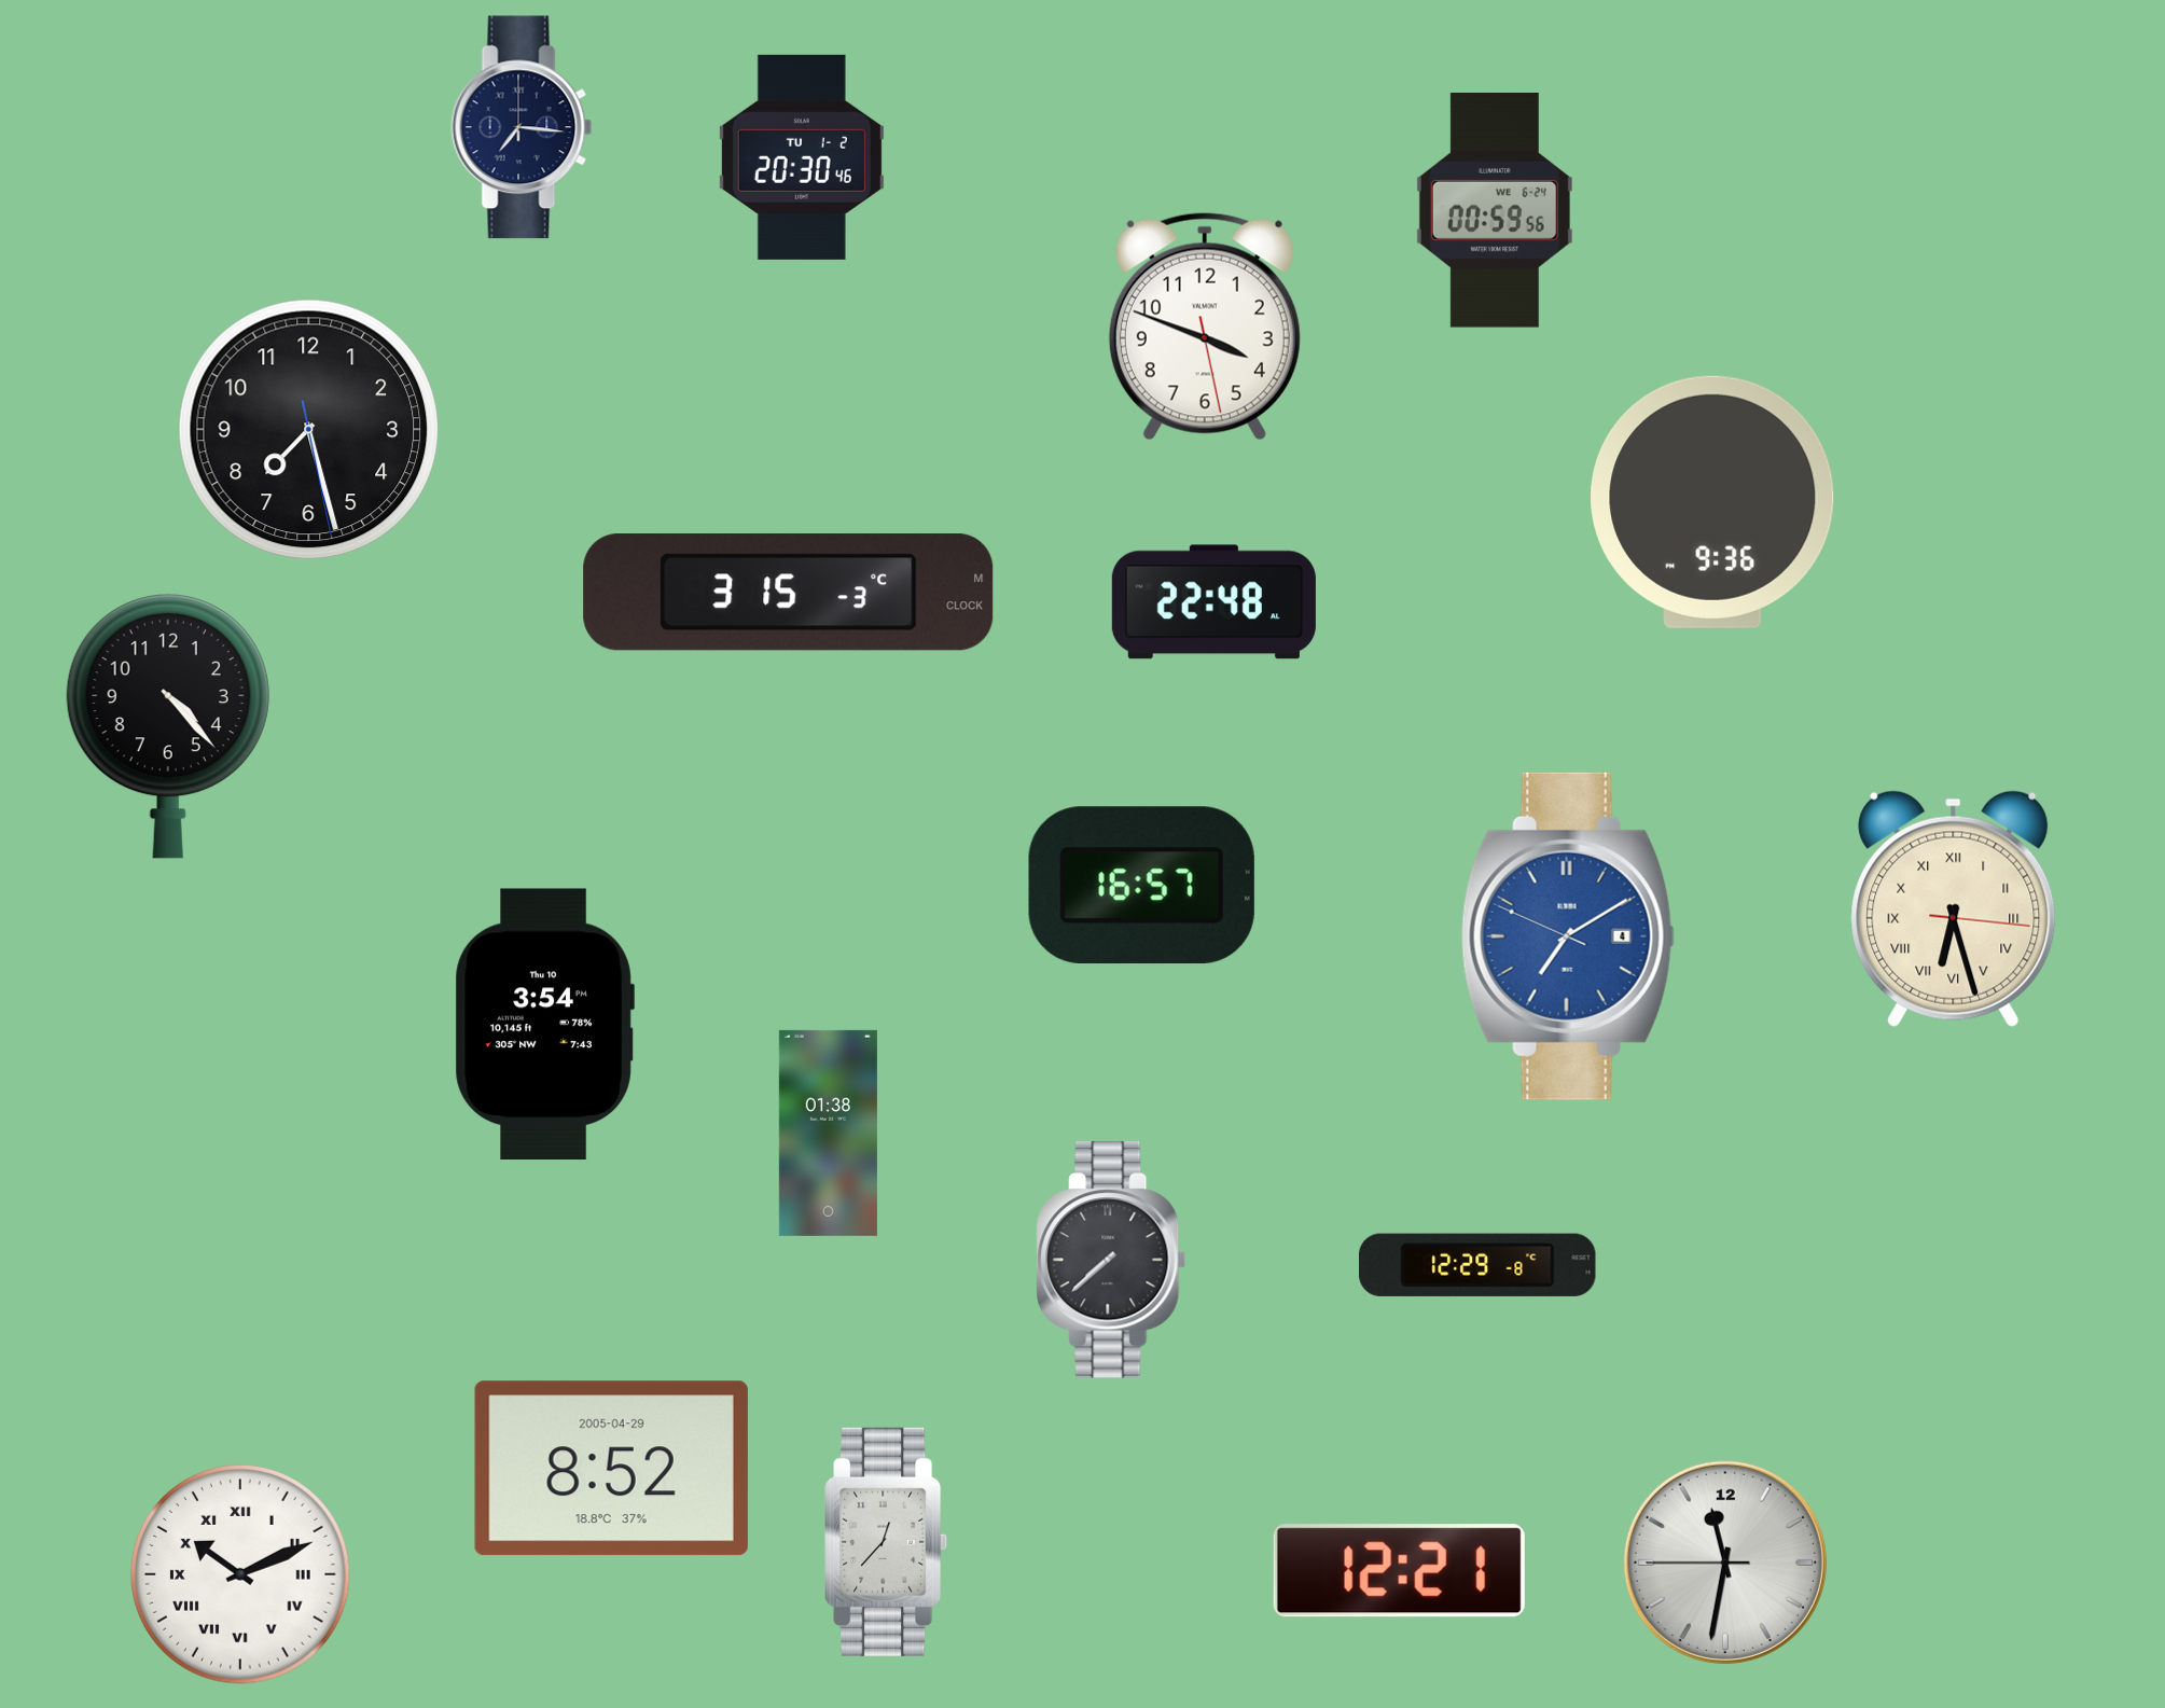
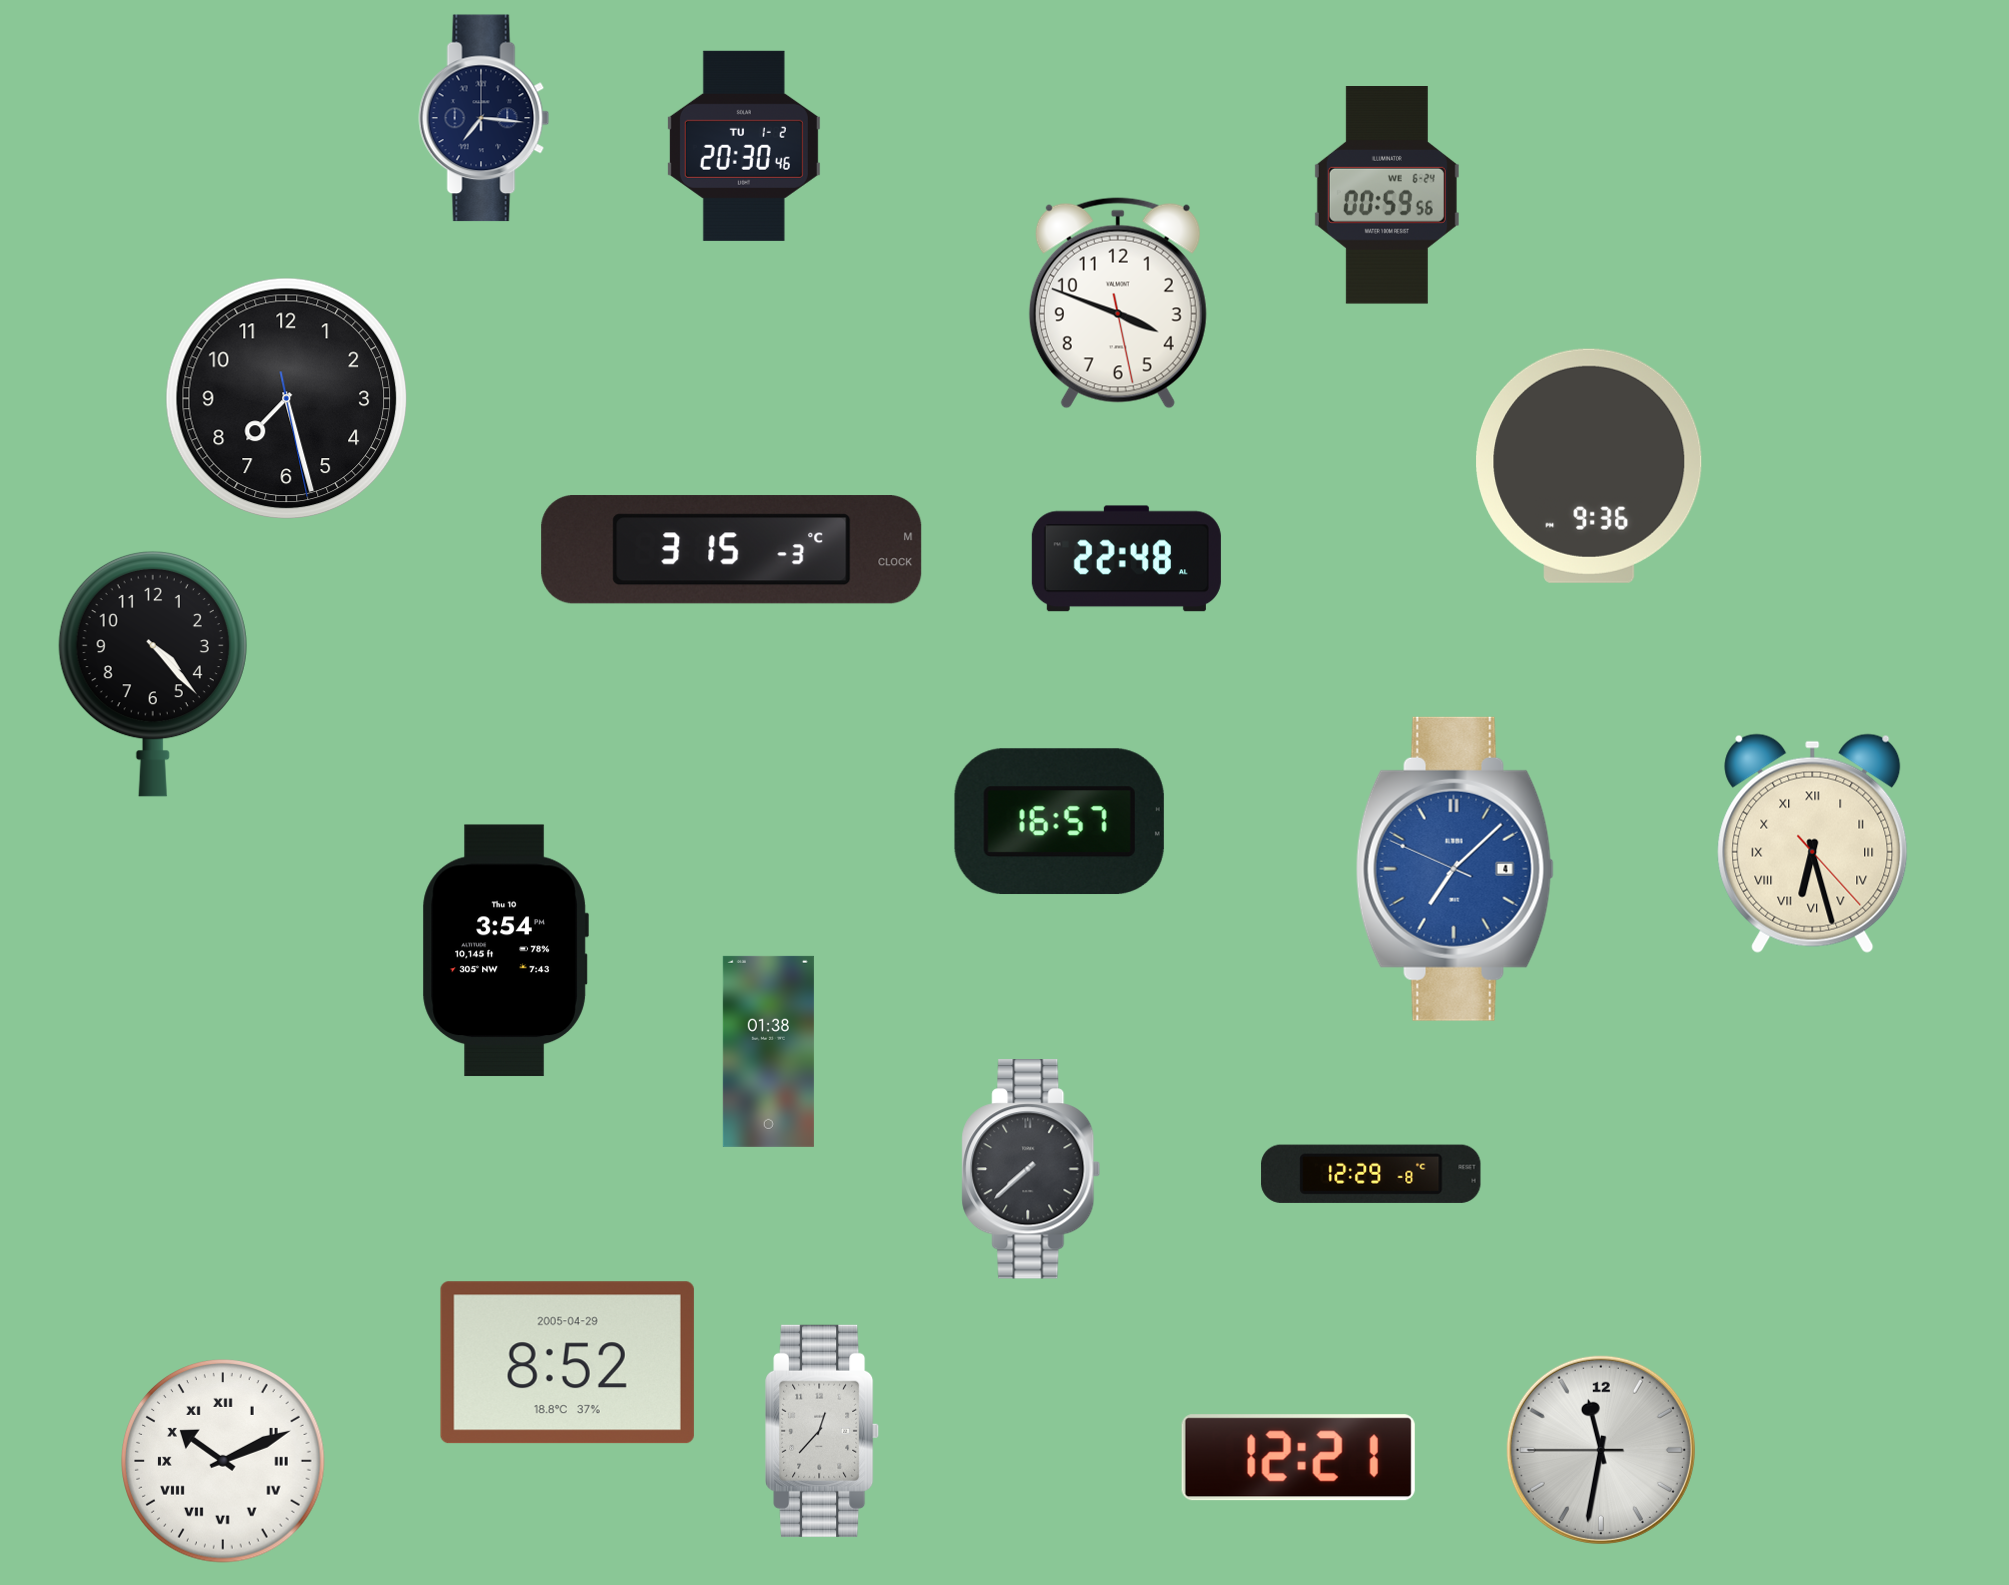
clock at (168, 726) position: (168, 726) -> (153, 674)
clock at (1954, 908): 6:27:16 -> 6:27:23
clock at (1568, 936): 7:09 -> 7:07
